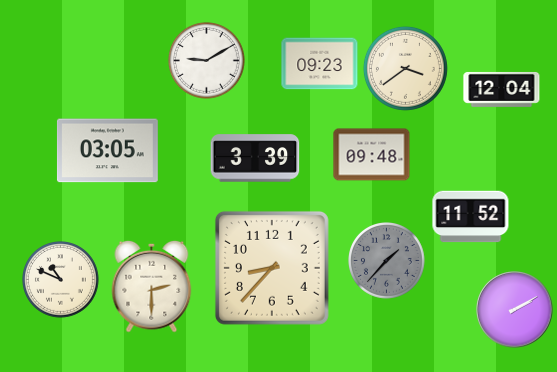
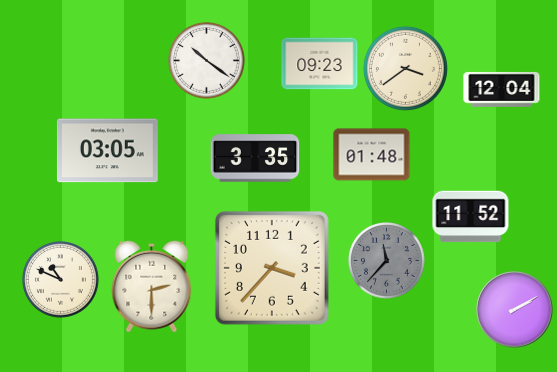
clock at (207, 61): 9:10 -> 10:21
clock at (372, 155): 09:48 -> 01:48
clock at (255, 158): 3:39 -> 3:35
clock at (387, 261): 1:37 -> 11:37
clock at (272, 268): 8:37 -> 3:37
